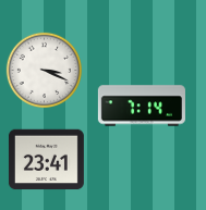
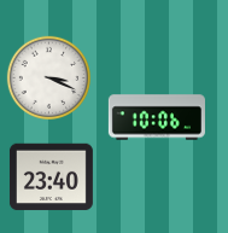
clock at (142, 106): 7:14 -> 10:06
clock at (46, 160): 23:41 -> 23:40
